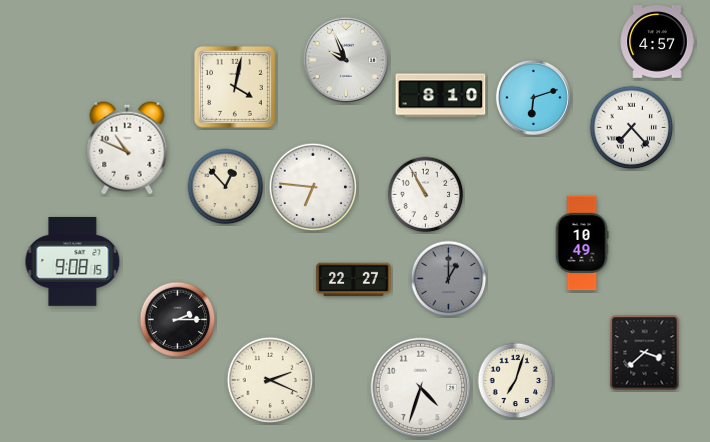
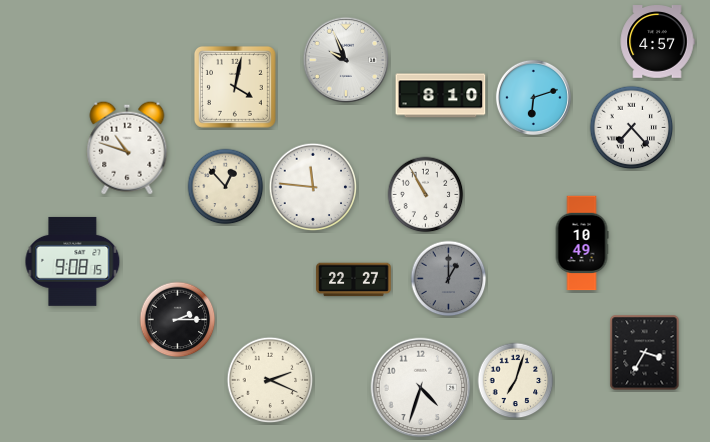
clock at (127, 148): 10:49 -> 10:48
clock at (313, 187): 6:46 -> 11:46
clock at (645, 353): 3:38 -> 3:35
